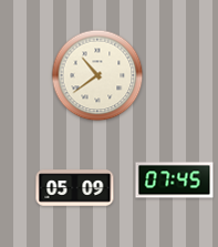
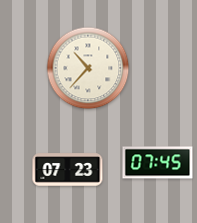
clock at (97, 75): 10:39 -> 10:37
clock at (75, 188): 05:09 -> 07:23
